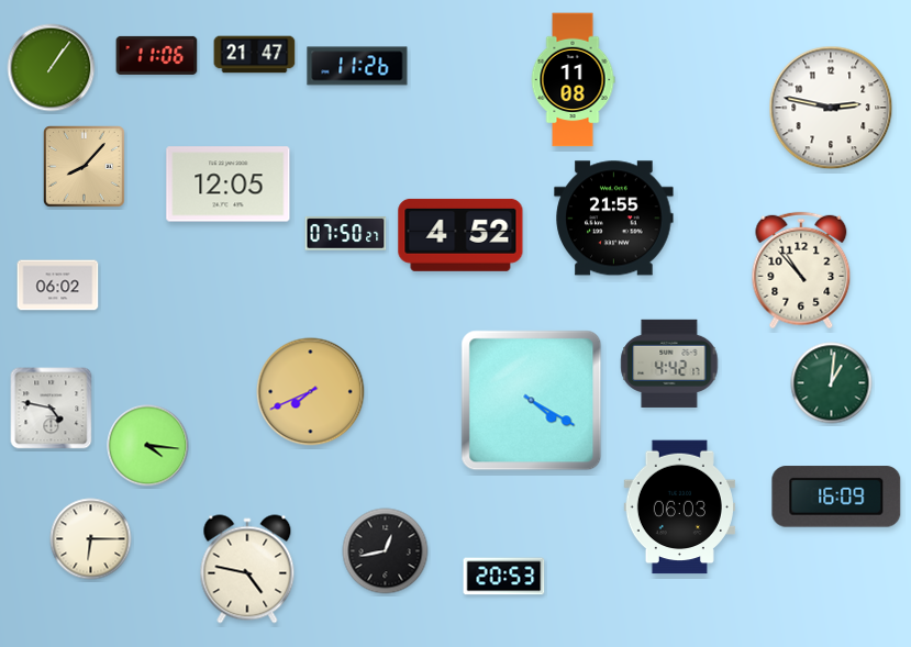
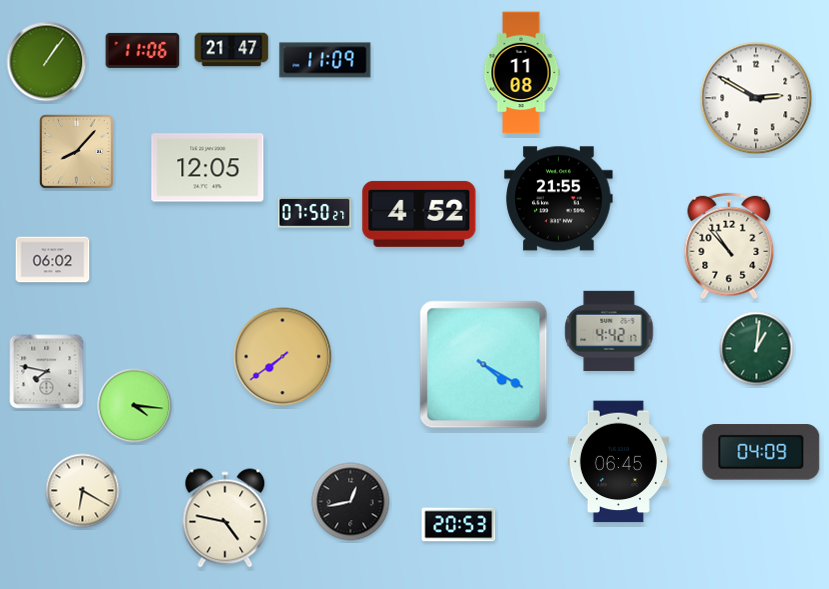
clock at (357, 66): 11:26 -> 11:09
clock at (831, 108): 2:47 -> 2:50
clock at (311, 392): 7:41 -> 7:39
clock at (52, 409): 4:47 -> 7:47
clock at (836, 497): 16:09 -> 04:09
clock at (679, 507): 06:03 -> 06:45
clock at (91, 539): 6:15 -> 6:20
